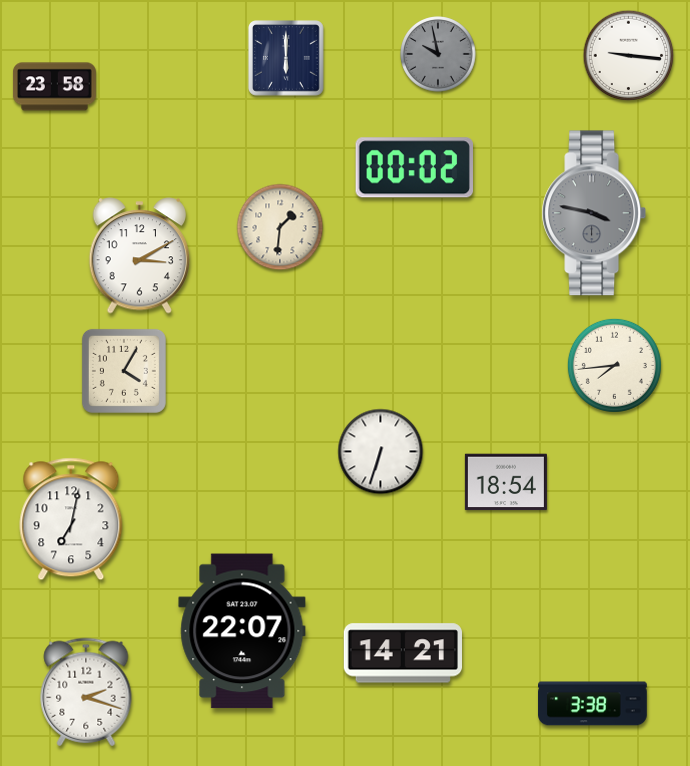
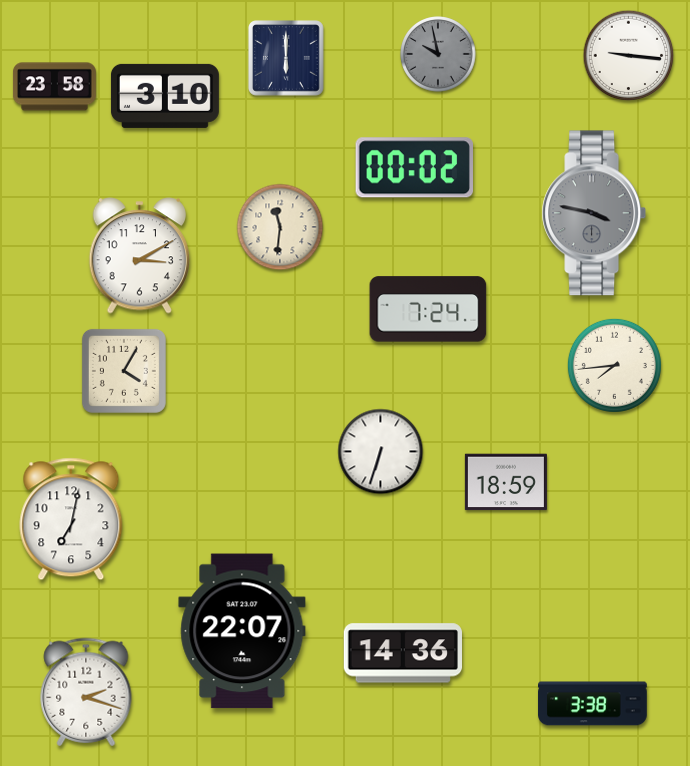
clock at (165, 96): none -> 3:10
clock at (280, 227): 1:31 -> 11:31
clock at (428, 309): none -> 7:24
clock at (506, 482): 18:54 -> 18:59
clock at (402, 653): 14:21 -> 14:36
